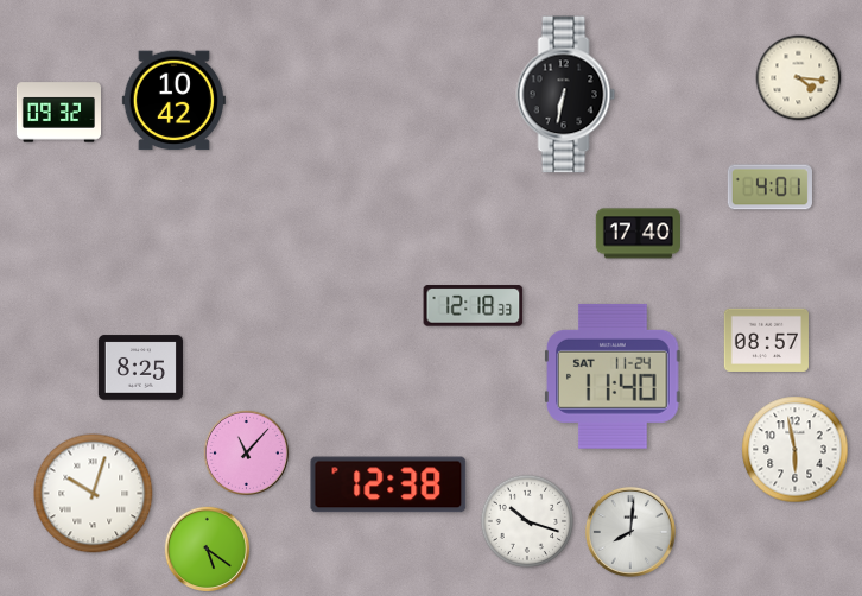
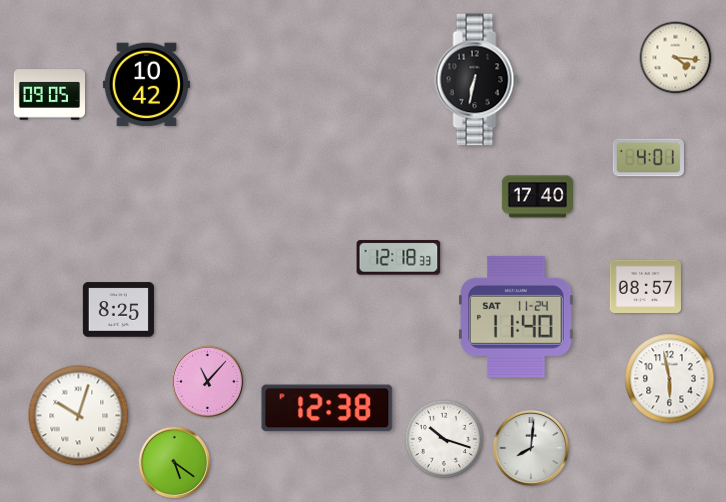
clock at (799, 78) position: (799, 78) -> (676, 58)
clock at (58, 113): 09:32 -> 09:05
